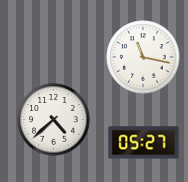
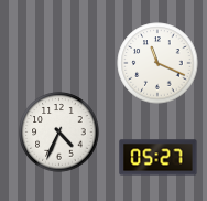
clock at (143, 57): 11:17 -> 11:19
clock at (54, 120): 4:38 -> 4:34
